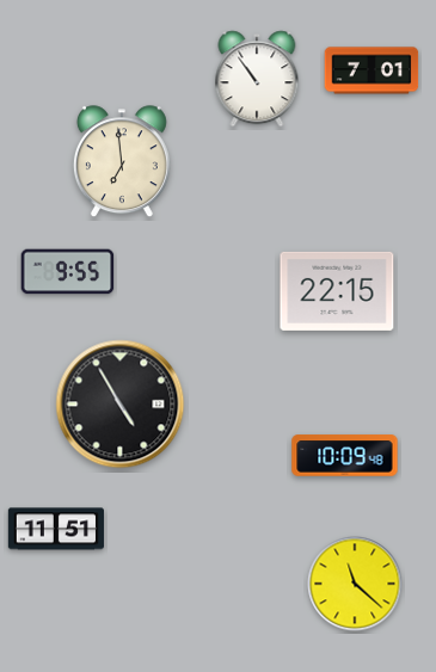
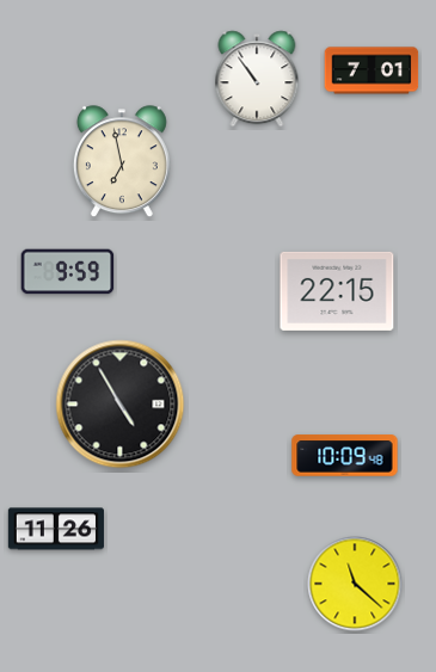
clock at (122, 162): 6:59 -> 6:58
clock at (68, 272): 9:55 -> 9:59
clock at (56, 529): 11:51 -> 11:26
